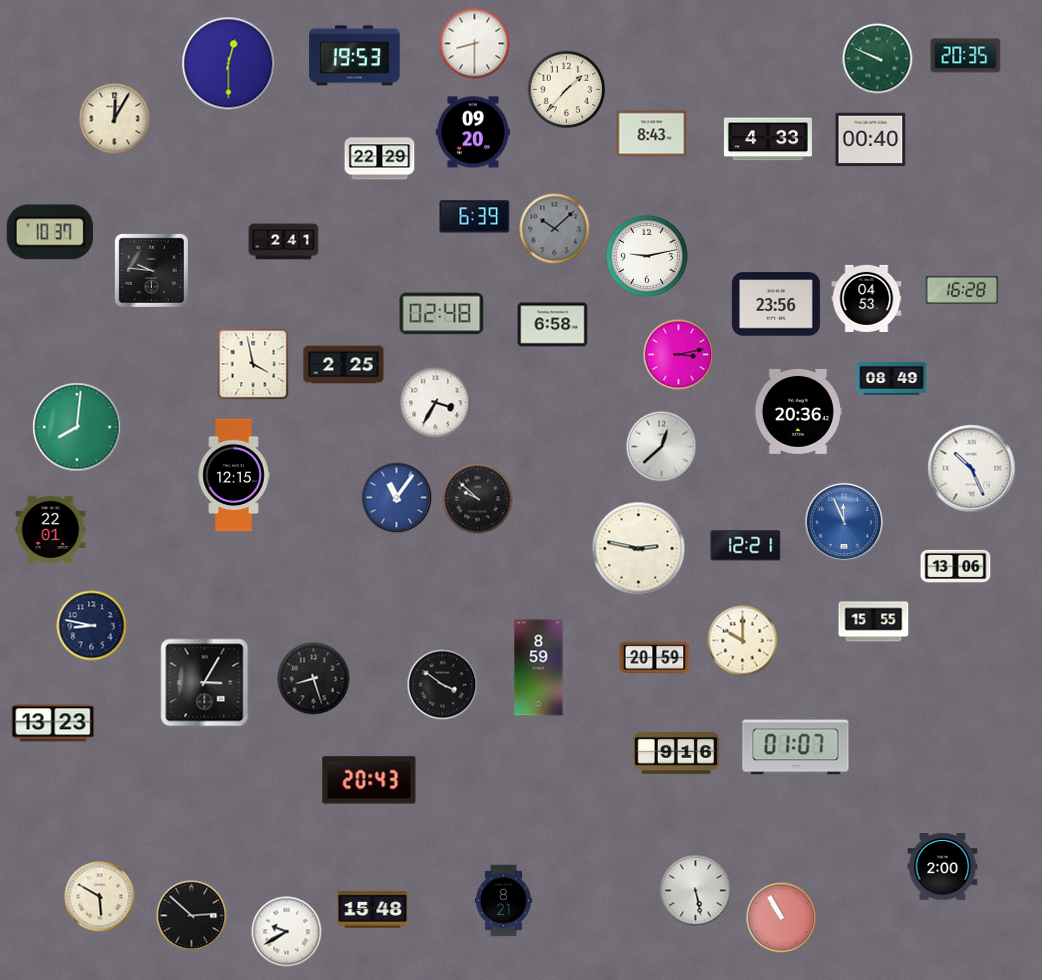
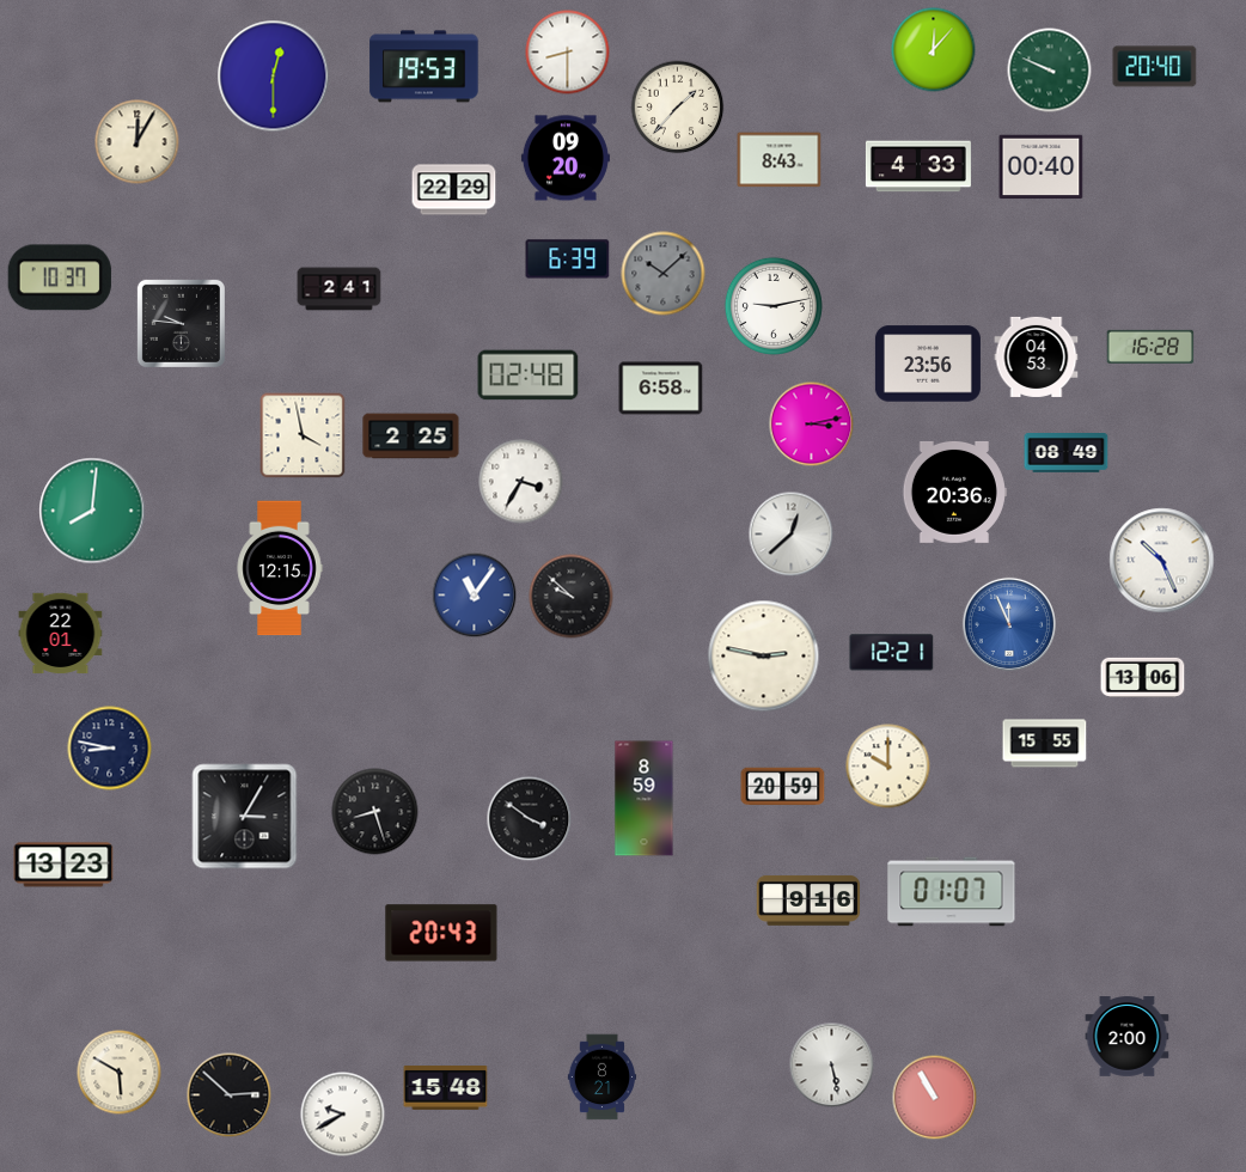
clock at (934, 50): none -> 12:07
clock at (966, 56): 20:35 -> 20:40
